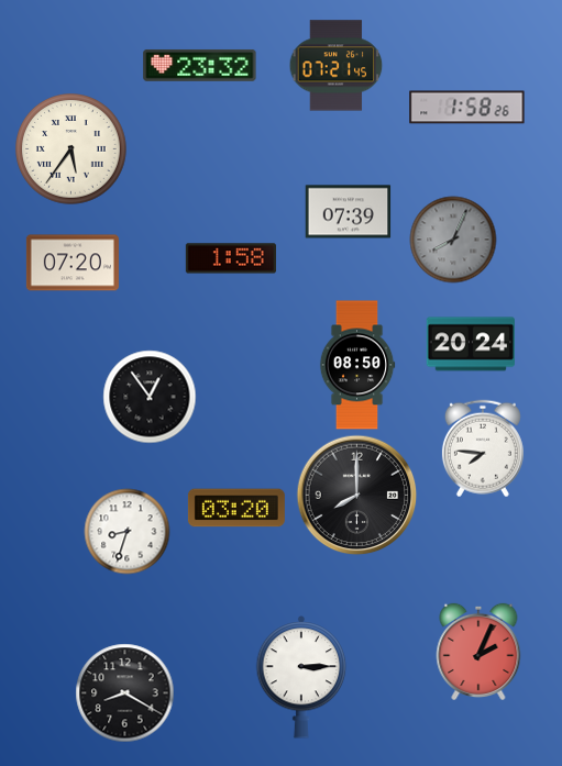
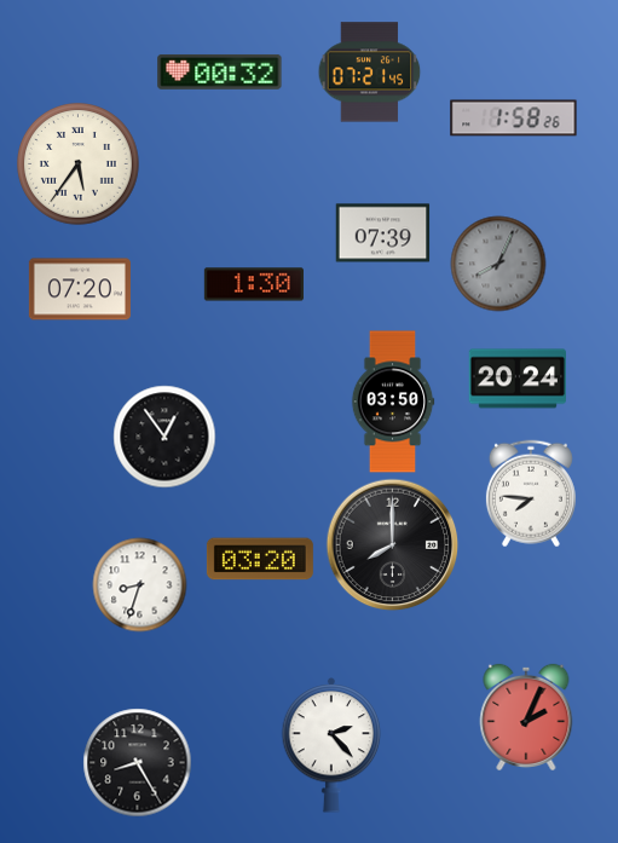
clock at (200, 65): 23:32 -> 00:32
clock at (231, 258): 1:58 -> 1:30
clock at (357, 365): 08:50 -> 03:50
clock at (301, 678): 3:15 -> 2:23
clock at (124, 692): 8:20 -> 8:25
